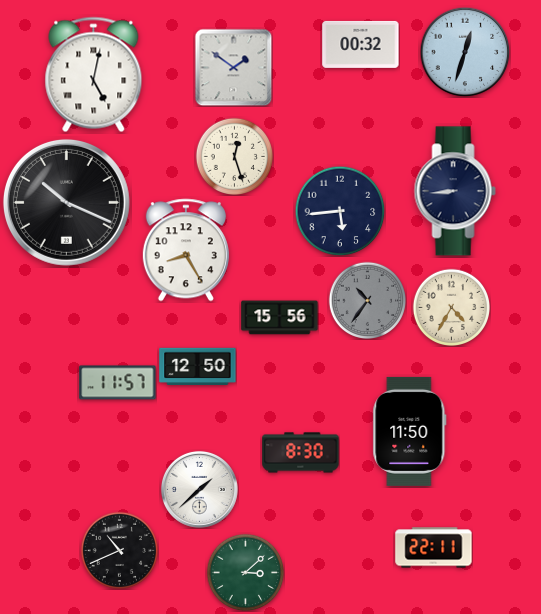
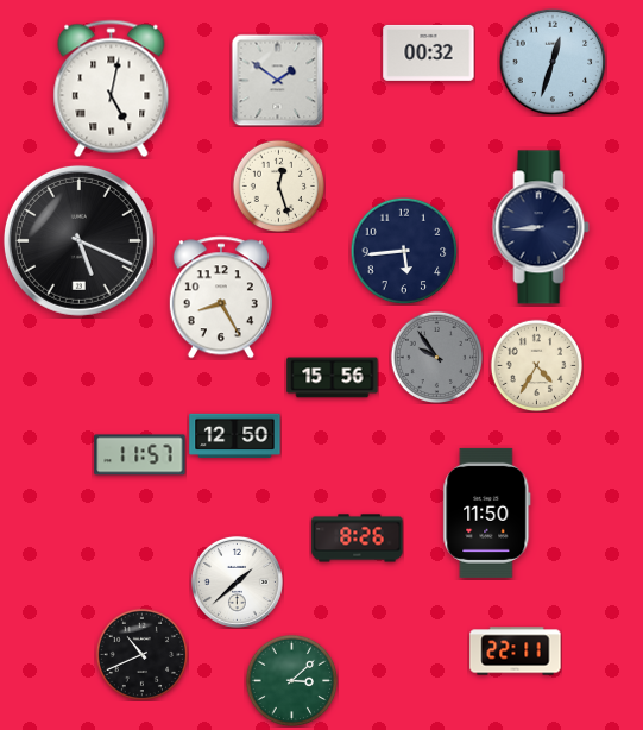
clock at (66, 202): 10:19 -> 5:19
clock at (367, 300): 10:36 -> 9:54
clock at (301, 453): 8:30 -> 8:26
